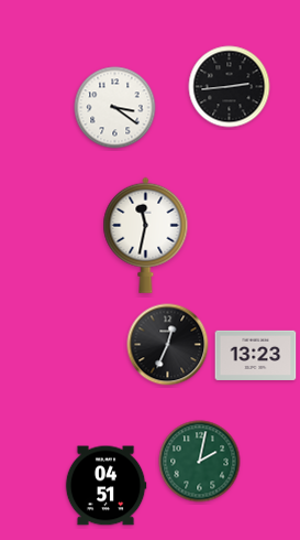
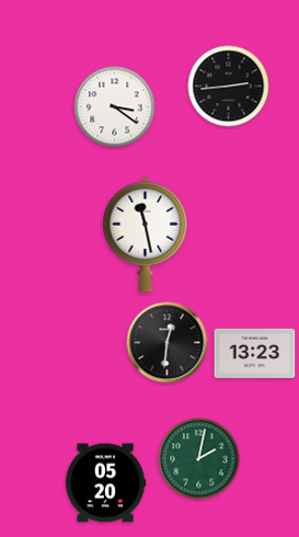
clock at (146, 235): 11:32 -> 11:28
clock at (168, 345): 12:34 -> 12:31
clock at (105, 486): 04:51 -> 05:20
